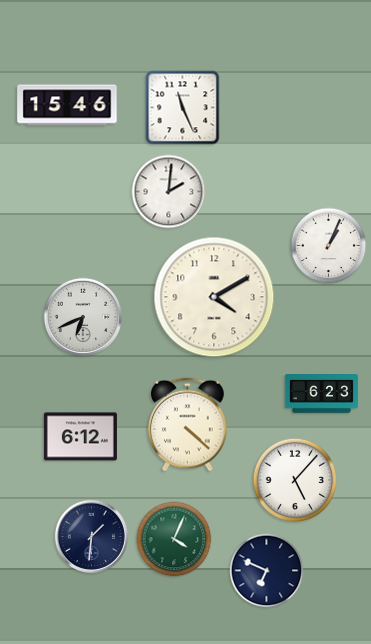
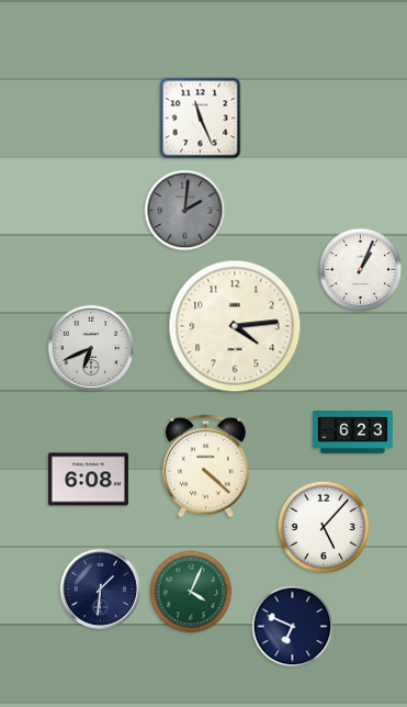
clock at (67, 105): 15:46 -> none
clock at (169, 192) dial: white -> grey
clock at (214, 297): 4:10 -> 4:14
clock at (80, 437): 6:12 -> 6:08
